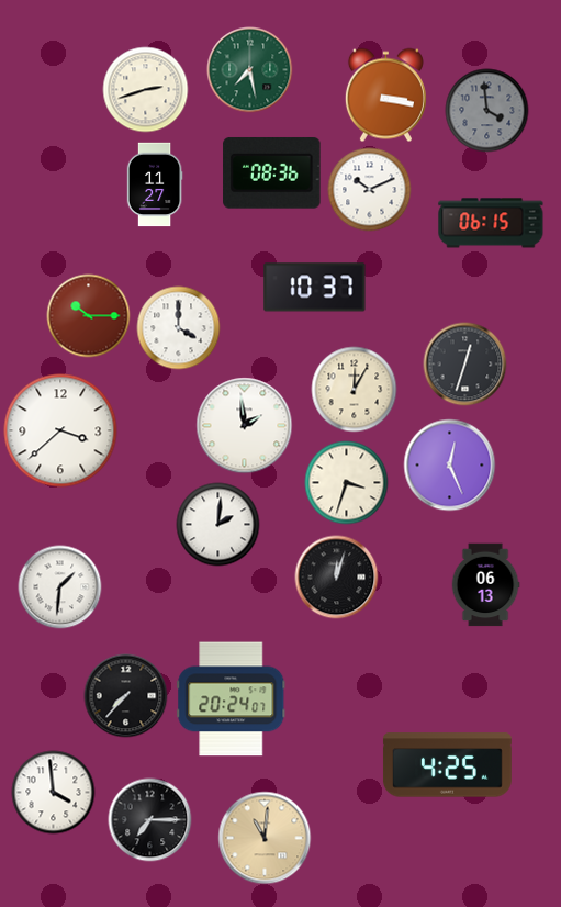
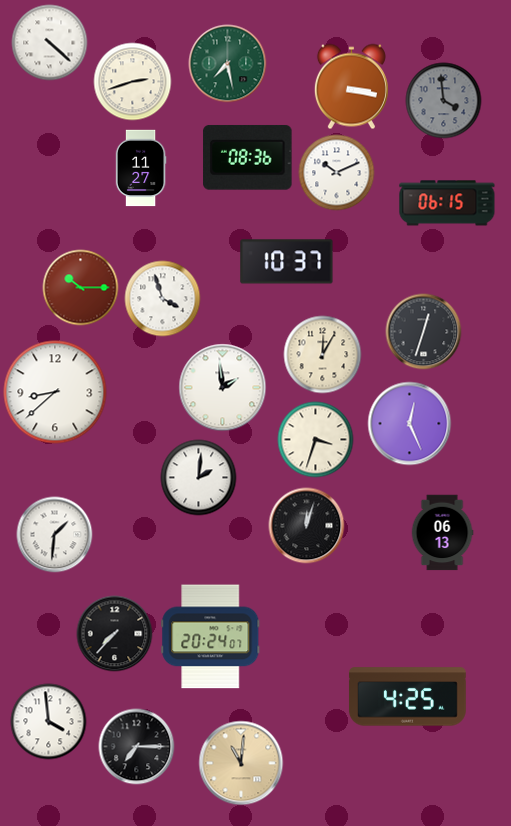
clock at (50, 43): none -> 4:22
clock at (179, 328): 4:00 -> 3:57
clock at (60, 430): 3:38 -> 8:38
